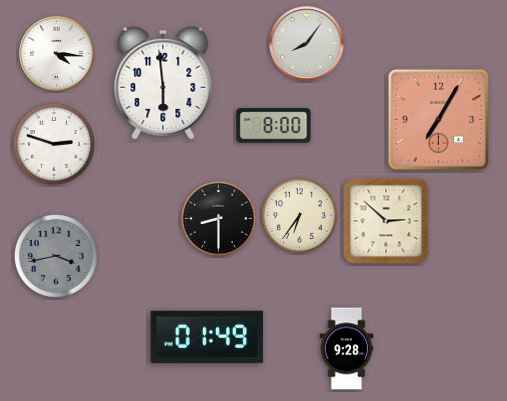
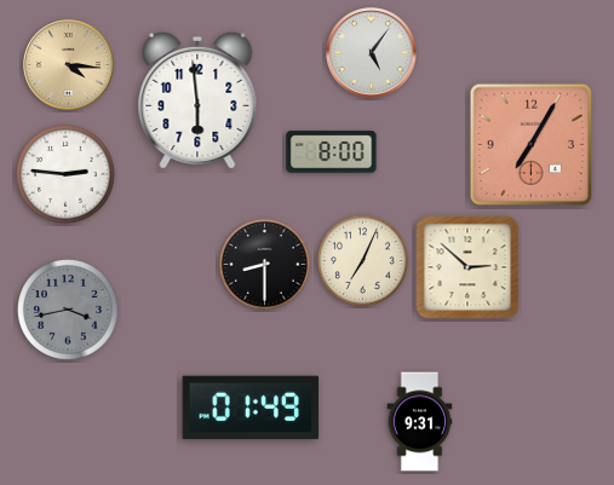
clock at (307, 44): 8:06 -> 5:06
clock at (57, 54) dial: white -> champagne
clock at (54, 144): 2:48 -> 2:46
clock at (299, 215): 6:36 -> 7:04
clock at (347, 349): 9:28 -> 9:31
